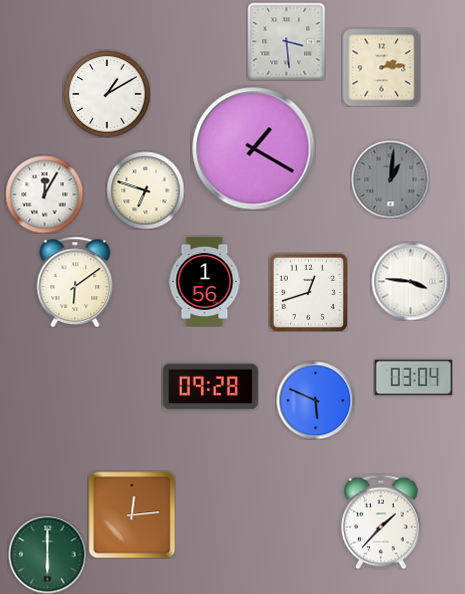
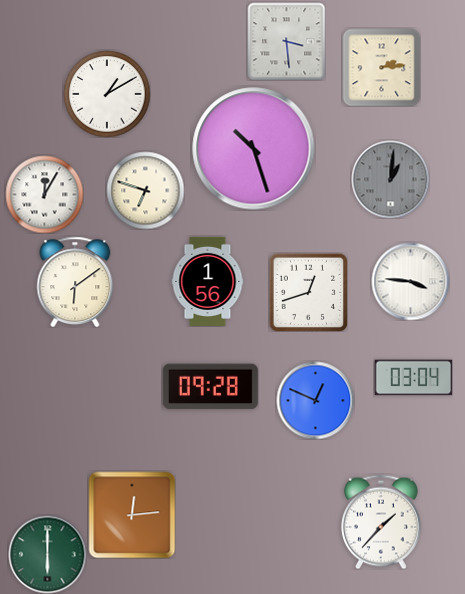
clock at (254, 149): 1:20 -> 10:27
clock at (205, 281) position: (205, 281) -> (208, 281)
clock at (315, 400): 5:49 -> 12:49
